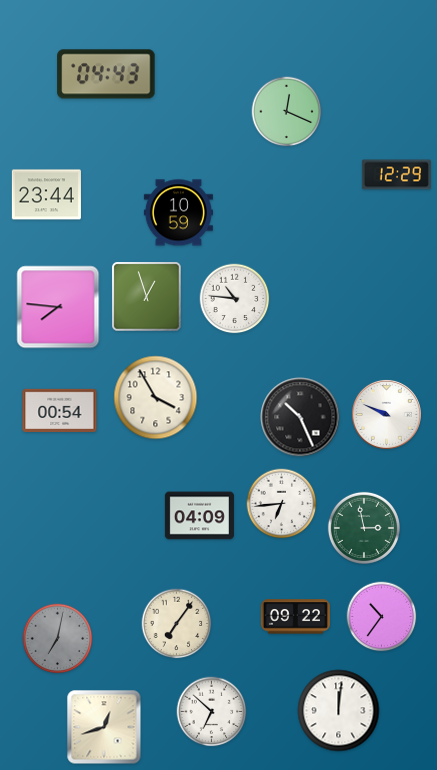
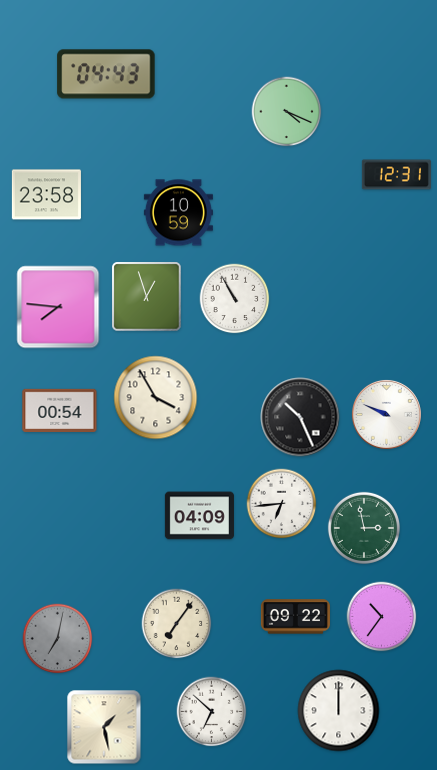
clock at (287, 112): 12:19 -> 4:19
clock at (396, 175): 12:29 -> 12:31
clock at (46, 195): 23:44 -> 23:58
clock at (235, 299): 10:46 -> 10:55
clock at (339, 711): 12:01 -> 12:00
clock at (104, 727): 12:42 -> 1:28
